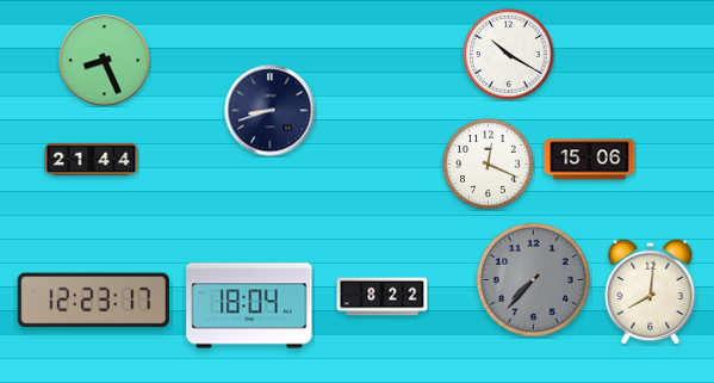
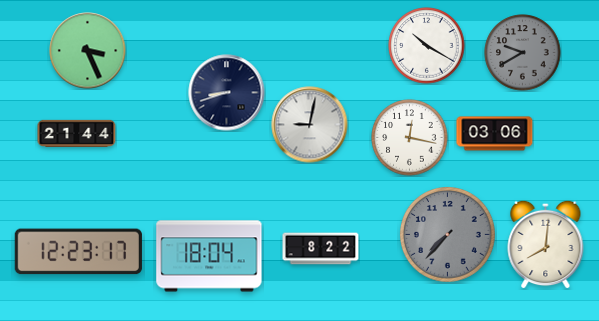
clock at (105, 61): 8:26 -> 3:26
clock at (523, 53): none -> 9:40
clock at (310, 125): none -> 9:02
clock at (590, 160): 15:06 -> 03:06
clock at (489, 165): 12:19 -> 12:17
